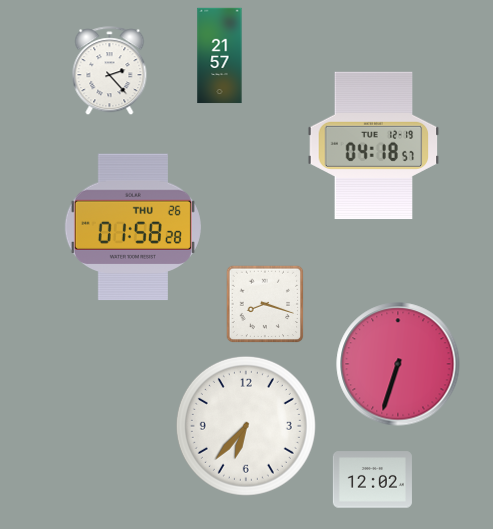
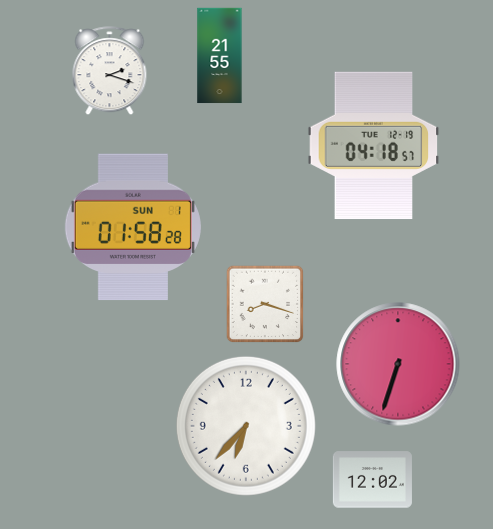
clock at (220, 56): 21:57 -> 21:55
clock at (110, 71): 2:23 -> 2:18
clock at (133, 227) date: THU 26 -> SUN 1
